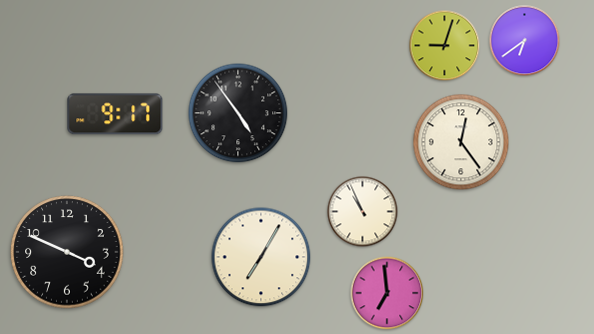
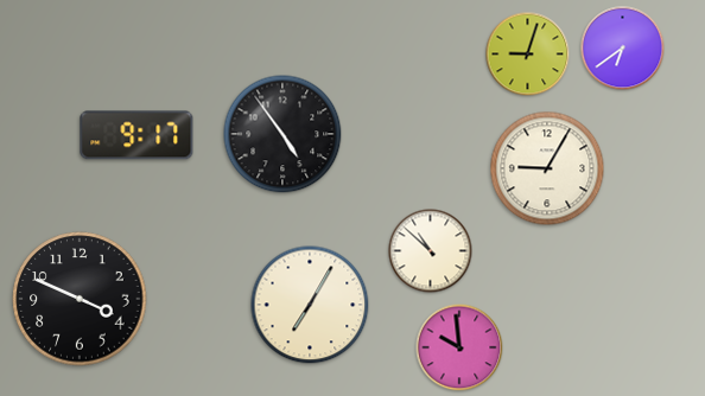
clock at (461, 142): 12:24 -> 9:05
clock at (363, 212): 10:56 -> 10:52
clock at (387, 293): 6:59 -> 9:59
